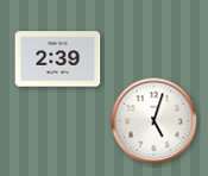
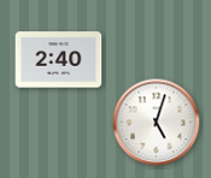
clock at (58, 59): 2:39 -> 2:40
